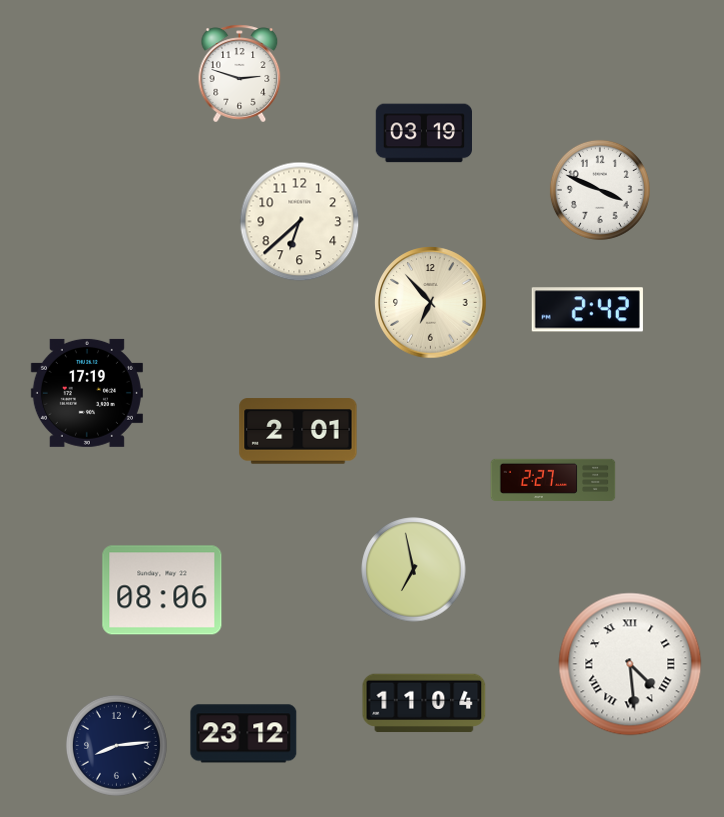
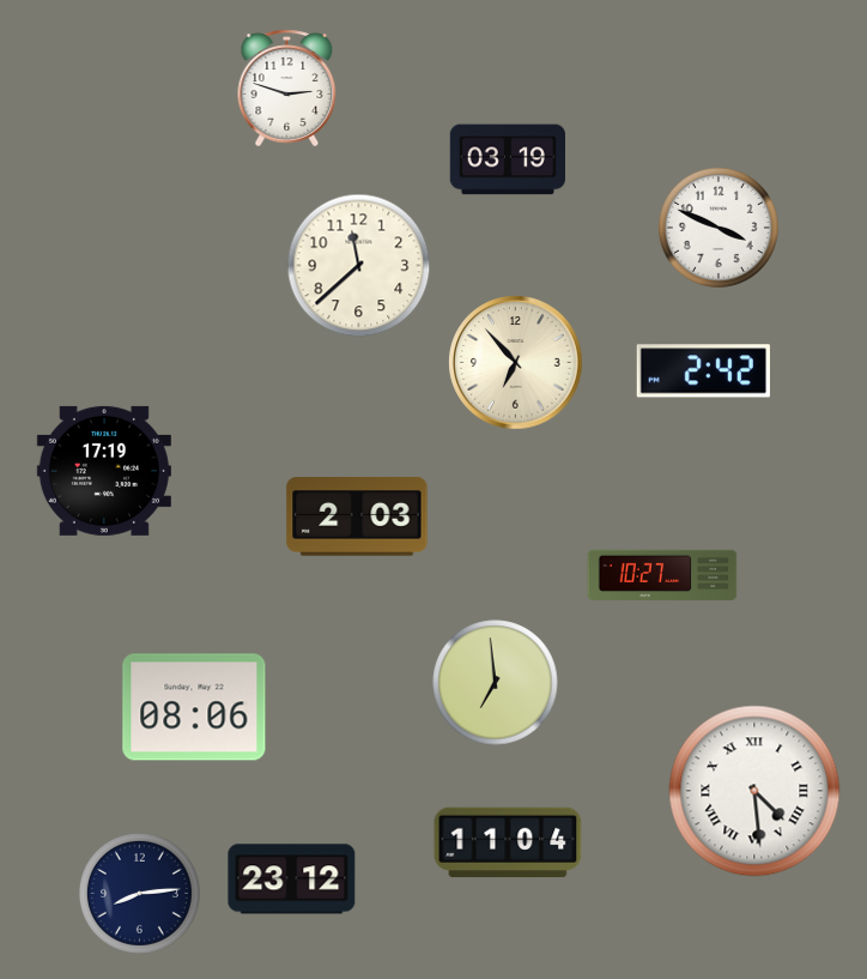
clock at (300, 222): 6:38 -> 11:38
clock at (298, 431): 2:01 -> 2:03
clock at (553, 479): 2:27 -> 10:27
clock at (414, 570): 6:58 -> 6:59
clock at (630, 664) position: (630, 664) -> (754, 791)
